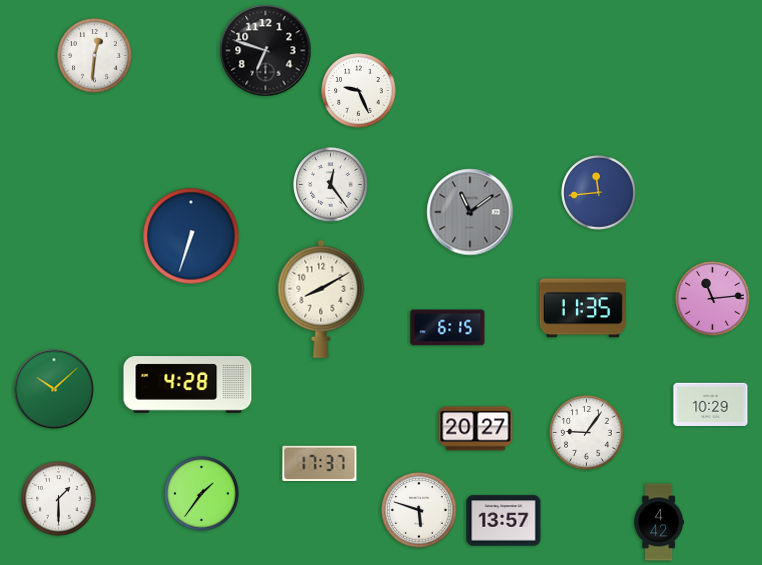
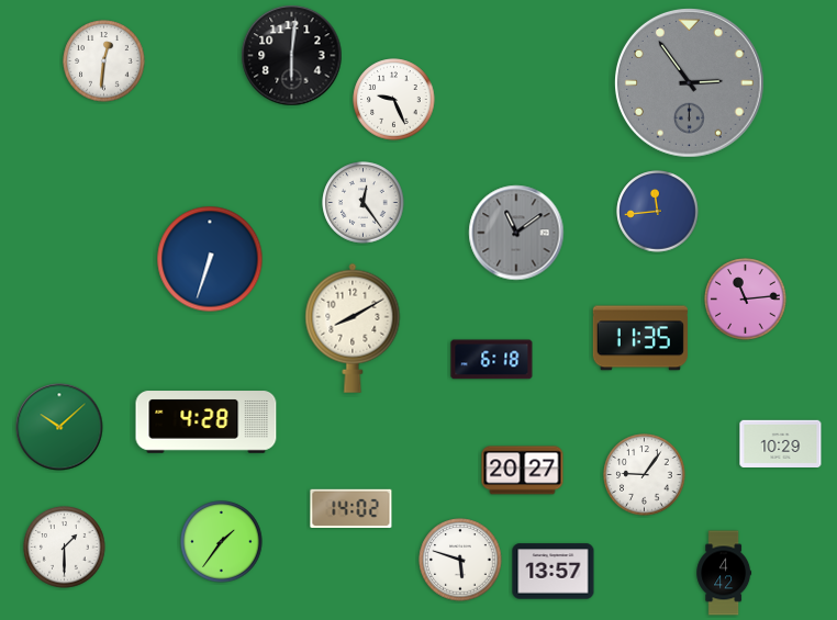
clock at (266, 51): 6:48 -> 6:01
clock at (690, 83): none -> 2:54
clock at (713, 299) position: (713, 299) -> (746, 300)
clock at (448, 328): 6:15 -> 6:18
clock at (320, 463): 17:37 -> 14:02
